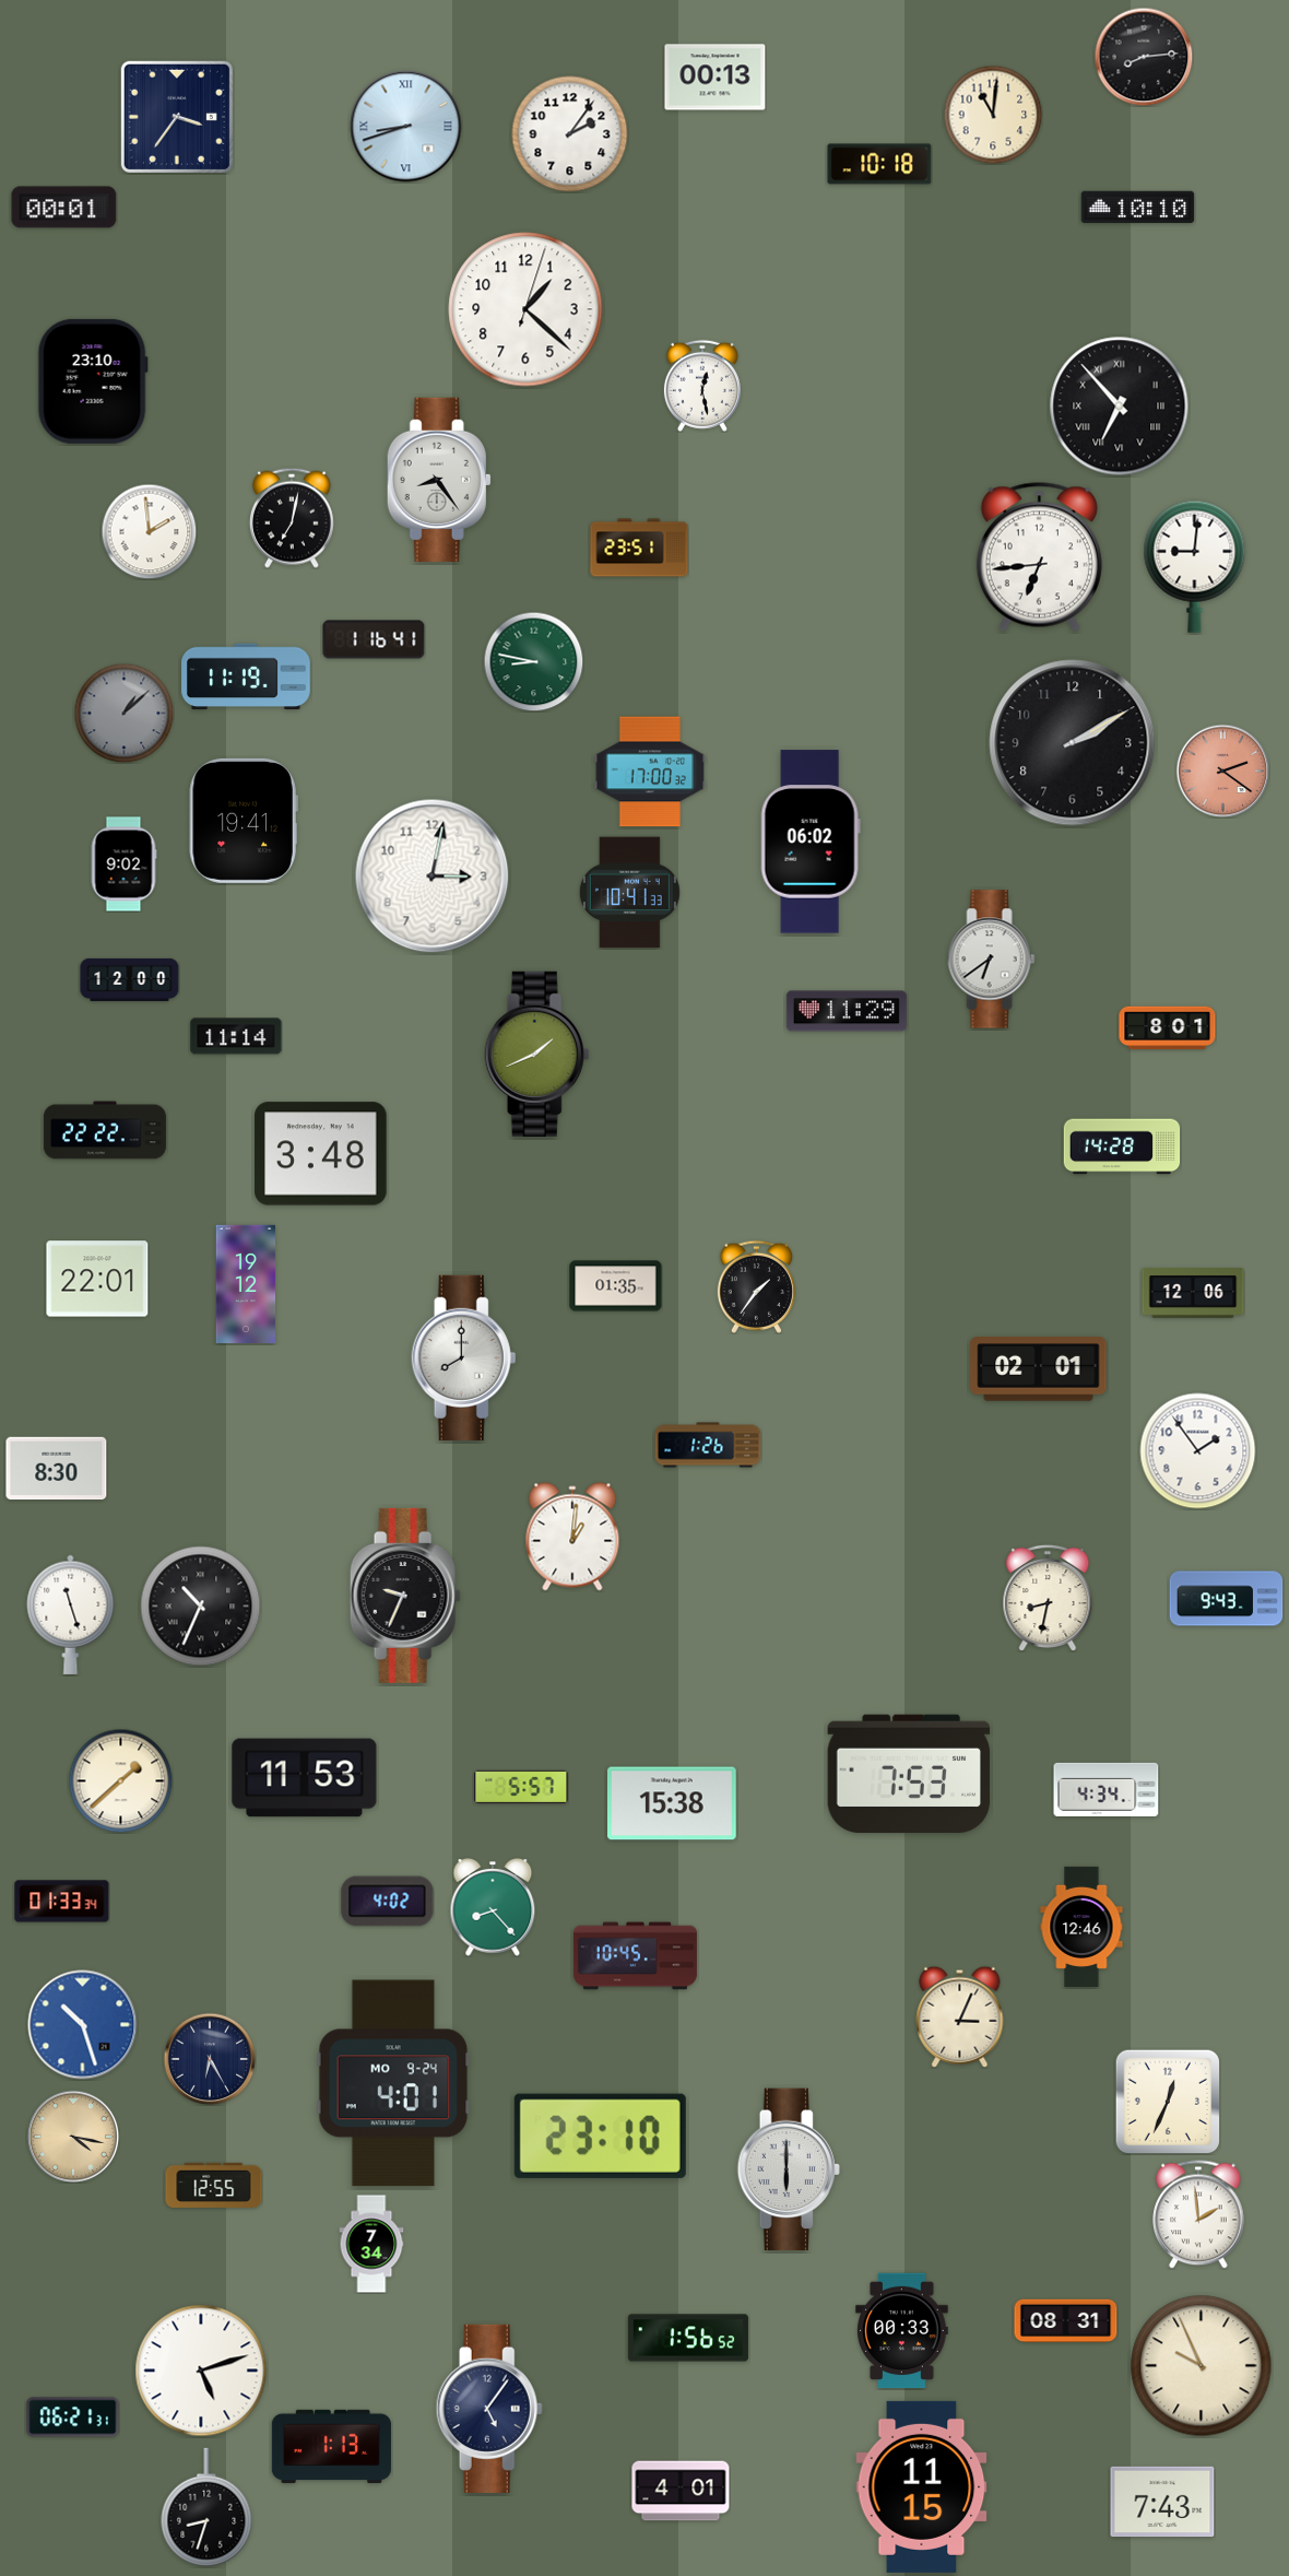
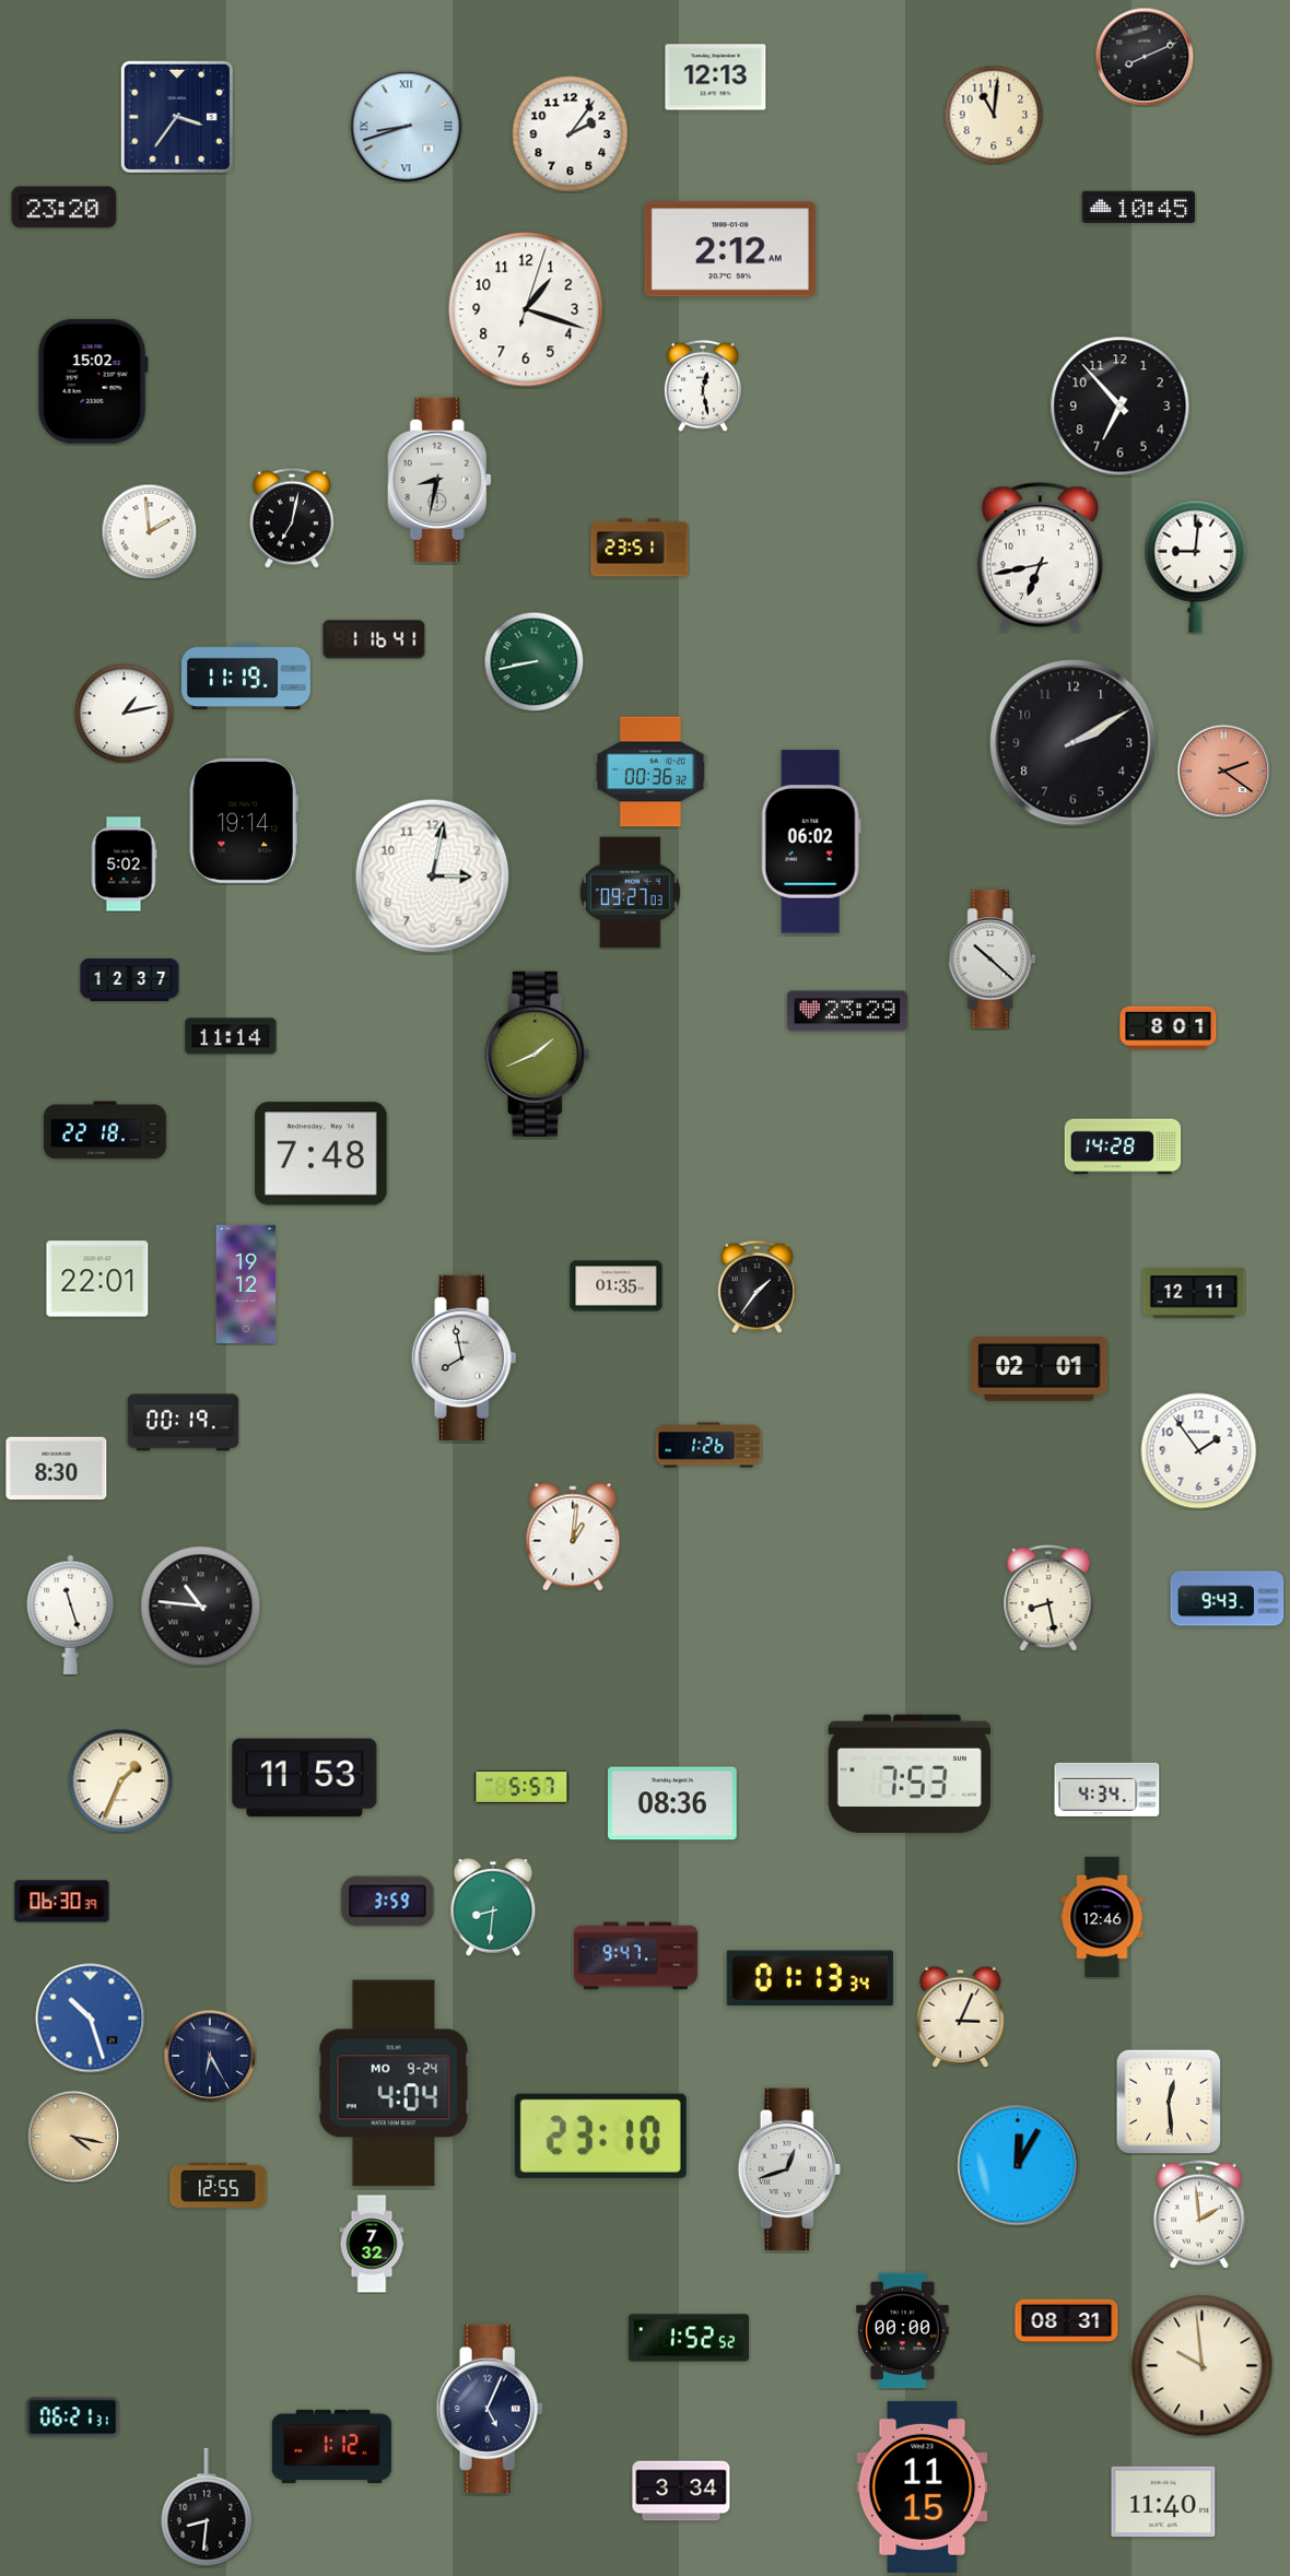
clock at (1144, 57): 8:14 -> 8:11
clock at (716, 78): 00:13 -> 12:13
clock at (879, 164): 10:18 -> none
clock at (64, 208): 00:01 -> 23:20
clock at (1138, 208): 10:10 -> 10:45
clock at (730, 249): none -> 2:12
clock at (525, 309): 1:22 -> 1:18
clock at (93, 381): 23:10 -> 15:02
clock at (1120, 407) numerals: Roman -> Arabic
clock at (439, 479): 8:24 -> 8:32
clock at (1039, 556): 6:44 -> 6:43
clock at (533, 661): 8:47 -> 8:43
clock at (123, 713): 1:08 -> 1:13
clock at (123, 713) dial: grey -> white
clock at (650, 772): 17:00 -> 00:36
clock at (244, 821): 19:41 -> 19:14
clock at (123, 864): 9:02 -> 5:02
clock at (629, 893): 10:41 -> 09:27
clock at (992, 960): 6:39 -> 10:22
clock at (130, 979): 12:00 -> 12:37
clock at (847, 1011): 11:29 -> 23:29
clock at (236, 1036) position: (236, 1036) -> (231, 1036)
clock at (105, 1130): 22:22 -> 22:18
clock at (321, 1154): 3:48 -> 7:48
clock at (1193, 1293): 12:06 -> 12:11
clock at (464, 1357): 8:00 -> 7:58
clock at (184, 1423): none -> 00:19
clock at (405, 1596): 9:34 -> none
clock at (1048, 1598): 8:32 -> 8:28
clock at (201, 1607): 10:34 -> 10:46
clock at (120, 1780): 1:38 -> 1:34
clock at (673, 1803): 15:38 -> 08:36
clock at (62, 1902): 01:33 -> 06:30
clock at (388, 1902): 4:02 -> 3:59
clock at (493, 1908): 8:23 -> 8:31
clock at (1081, 1927) position: (1081, 1927) -> (1102, 1917)
clock at (635, 1956): 10:45 -> 9:47
clock at (810, 1978): none -> 01:13
clock at (83, 2025) position: (83, 2025) -> (91, 2019)
clock at (210, 2059) position: (210, 2059) -> (210, 2056)
clock at (393, 2083): 4:01 -> 4:04
clock at (1168, 2102): 12:34 -> 12:29
clock at (1018, 2165): none -> 12:05
clock at (789, 2169): 6:00 -> 12:42
clock at (214, 2185) position: (214, 2185) -> (219, 2185)
clock at (371, 2244): 7:34 -> 7:32
clock at (902, 2331): 00:33 -> 00:00
clock at (688, 2338): 1:56 -> 1:52
clock at (1202, 2366): 9:56 -> 9:59
clock at (201, 2371): 5:12 -> none
clock at (489, 2409): 5:06 -> 5:04
clock at (331, 2446): 1:13 -> 1:12
clock at (681, 2491): 4:01 -> 3:34
clock at (1162, 2502): 7:43 -> 11:40
clock at (206, 2507): 8:33 -> 8:31
